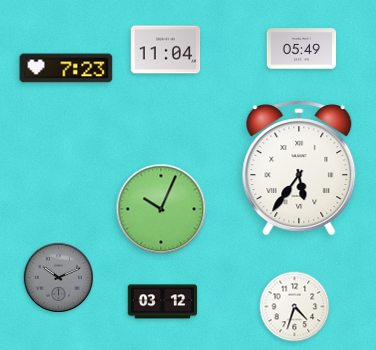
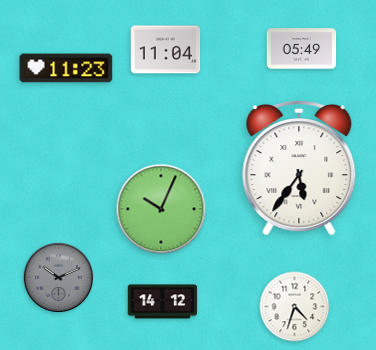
clock at (66, 68): 7:23 -> 11:23
clock at (163, 302): 03:12 -> 14:12
